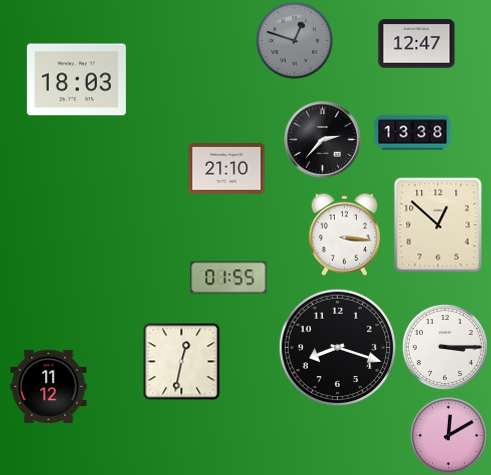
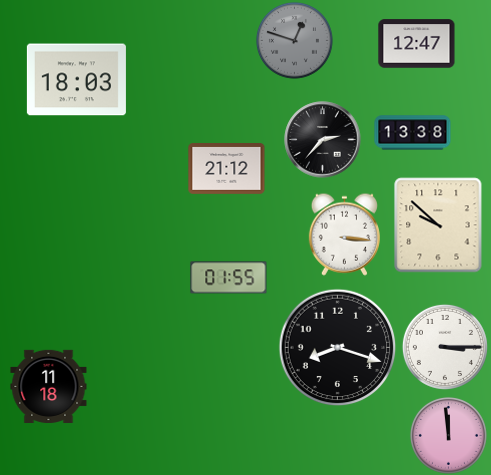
clock at (227, 169): 21:10 -> 21:12
clock at (438, 225): 12:52 -> 9:52
clock at (181, 361): 12:32 -> none
clock at (49, 386): 11:12 -> 11:18
clock at (448, 435): 12:10 -> 11:59
